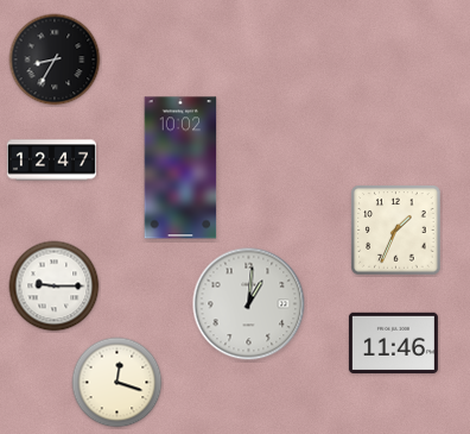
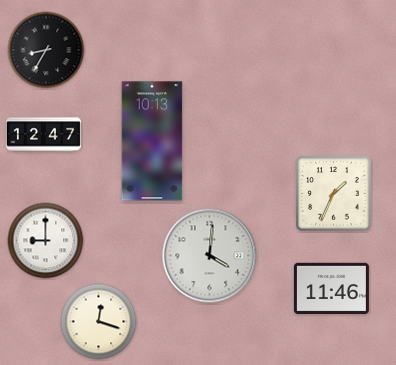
clock at (180, 168): 10:02 -> 10:13
clock at (55, 287): 9:15 -> 9:00
clock at (249, 304): 1:01 -> 4:01
